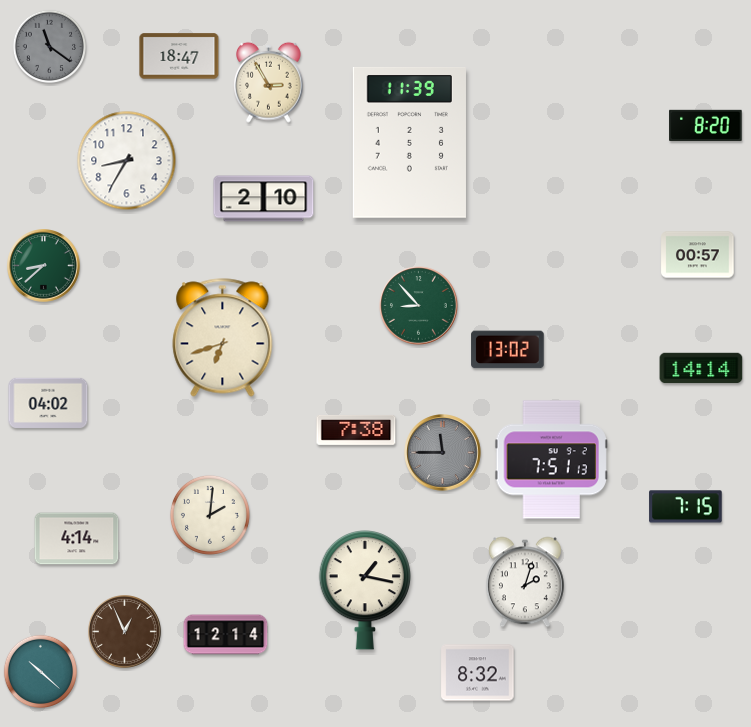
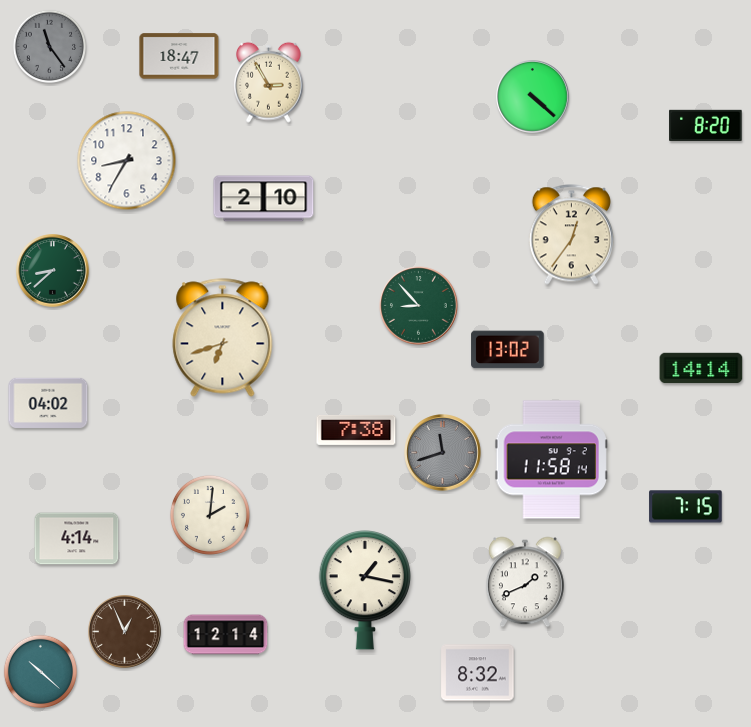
clock at (50, 47): 11:21 -> 11:24
clock at (533, 97): none -> 4:22
clock at (409, 142): 11:39 -> none
clock at (571, 235): none -> 12:36
clock at (698, 255): 00:57 -> none
clock at (44, 266) position: (44, 266) -> (53, 271)
clock at (443, 453): 11:45 -> 11:42
clock at (551, 460): 7:51 -> 11:58
clock at (525, 582): 2:03 -> 1:41
